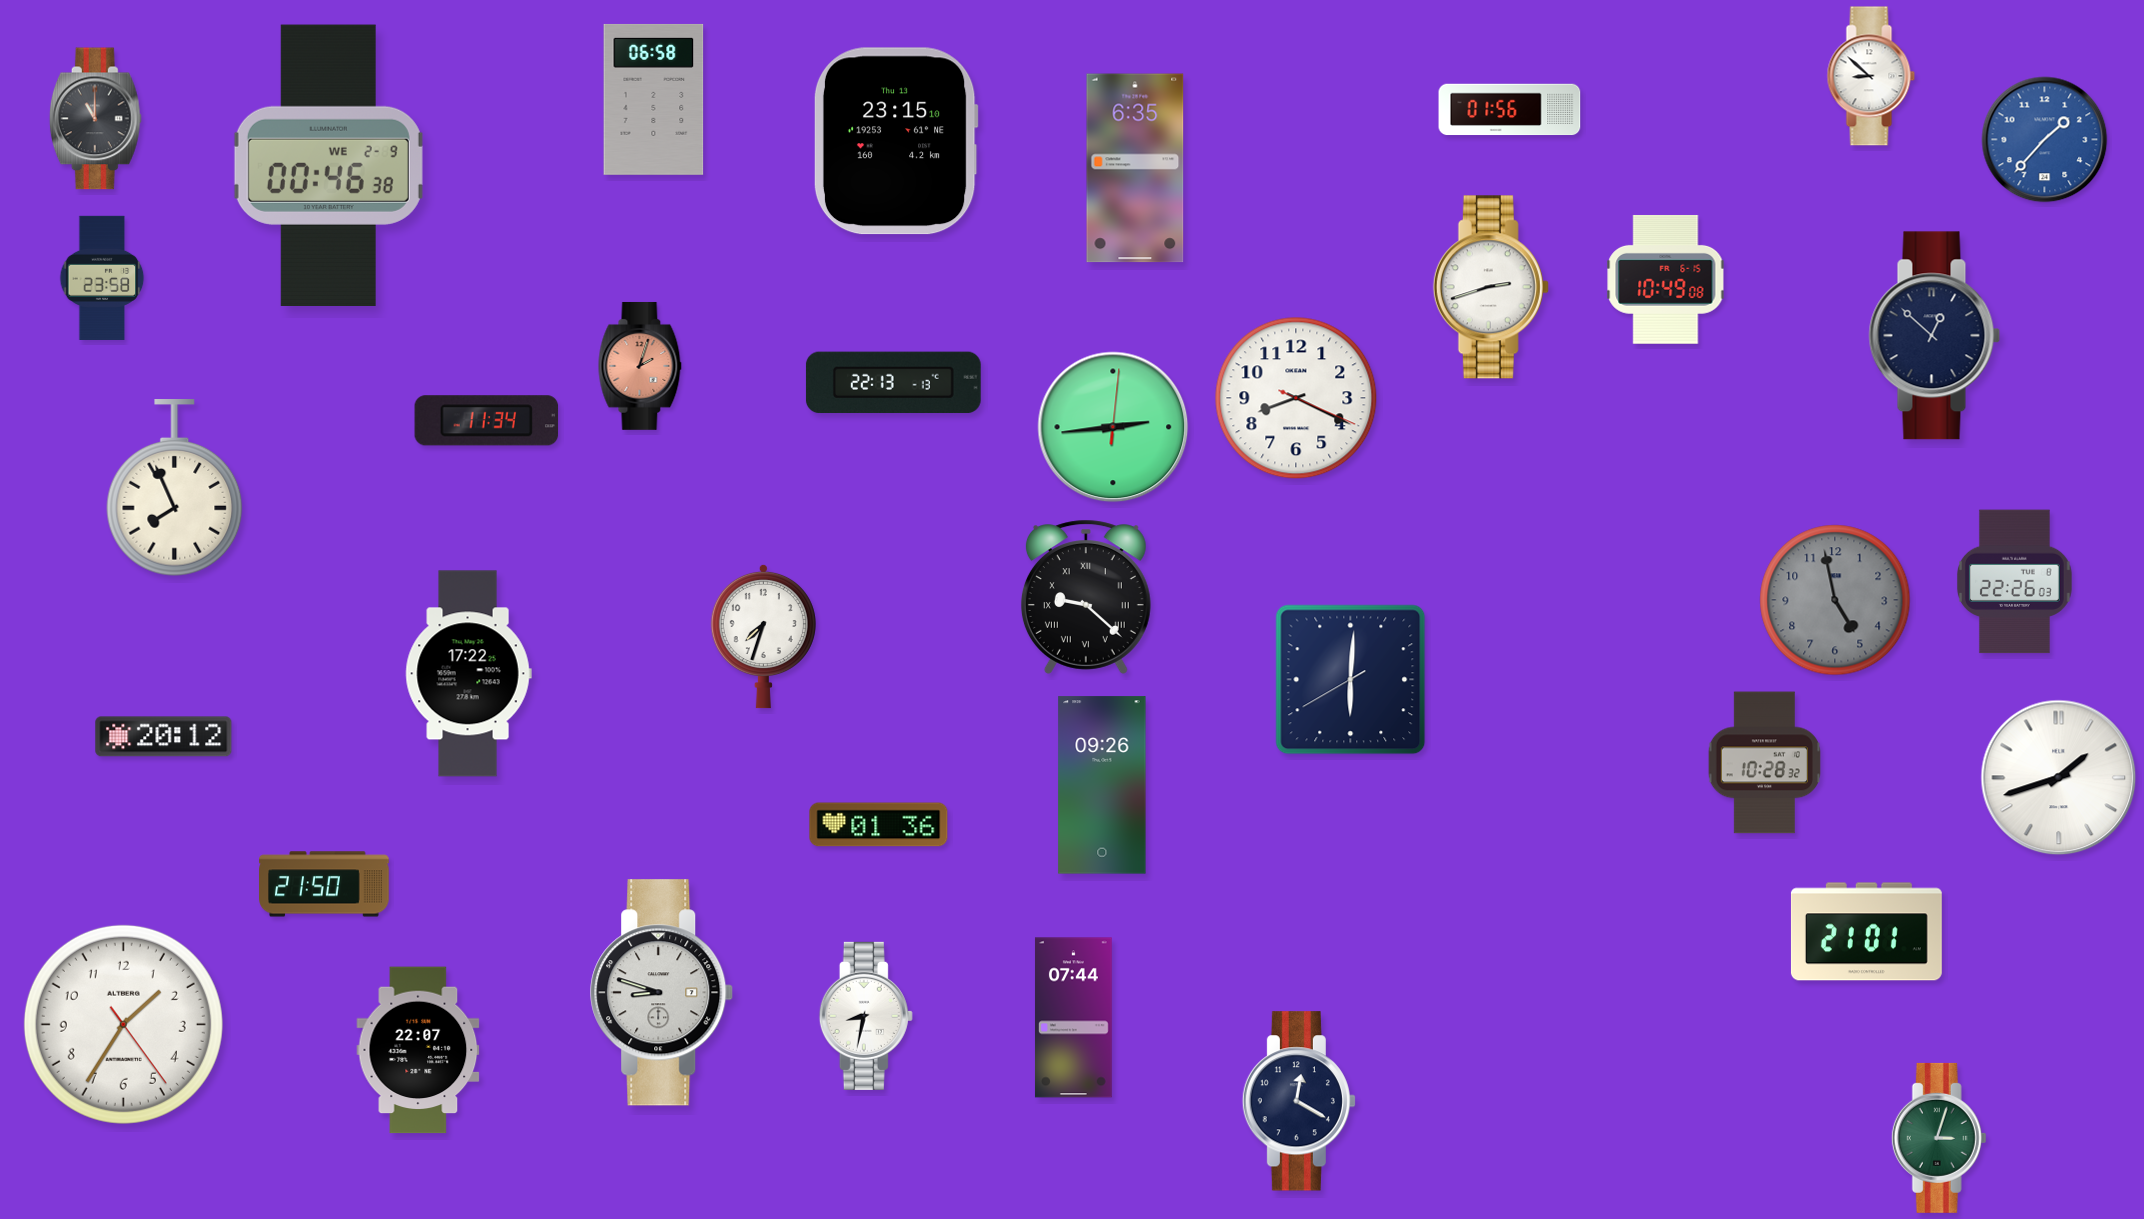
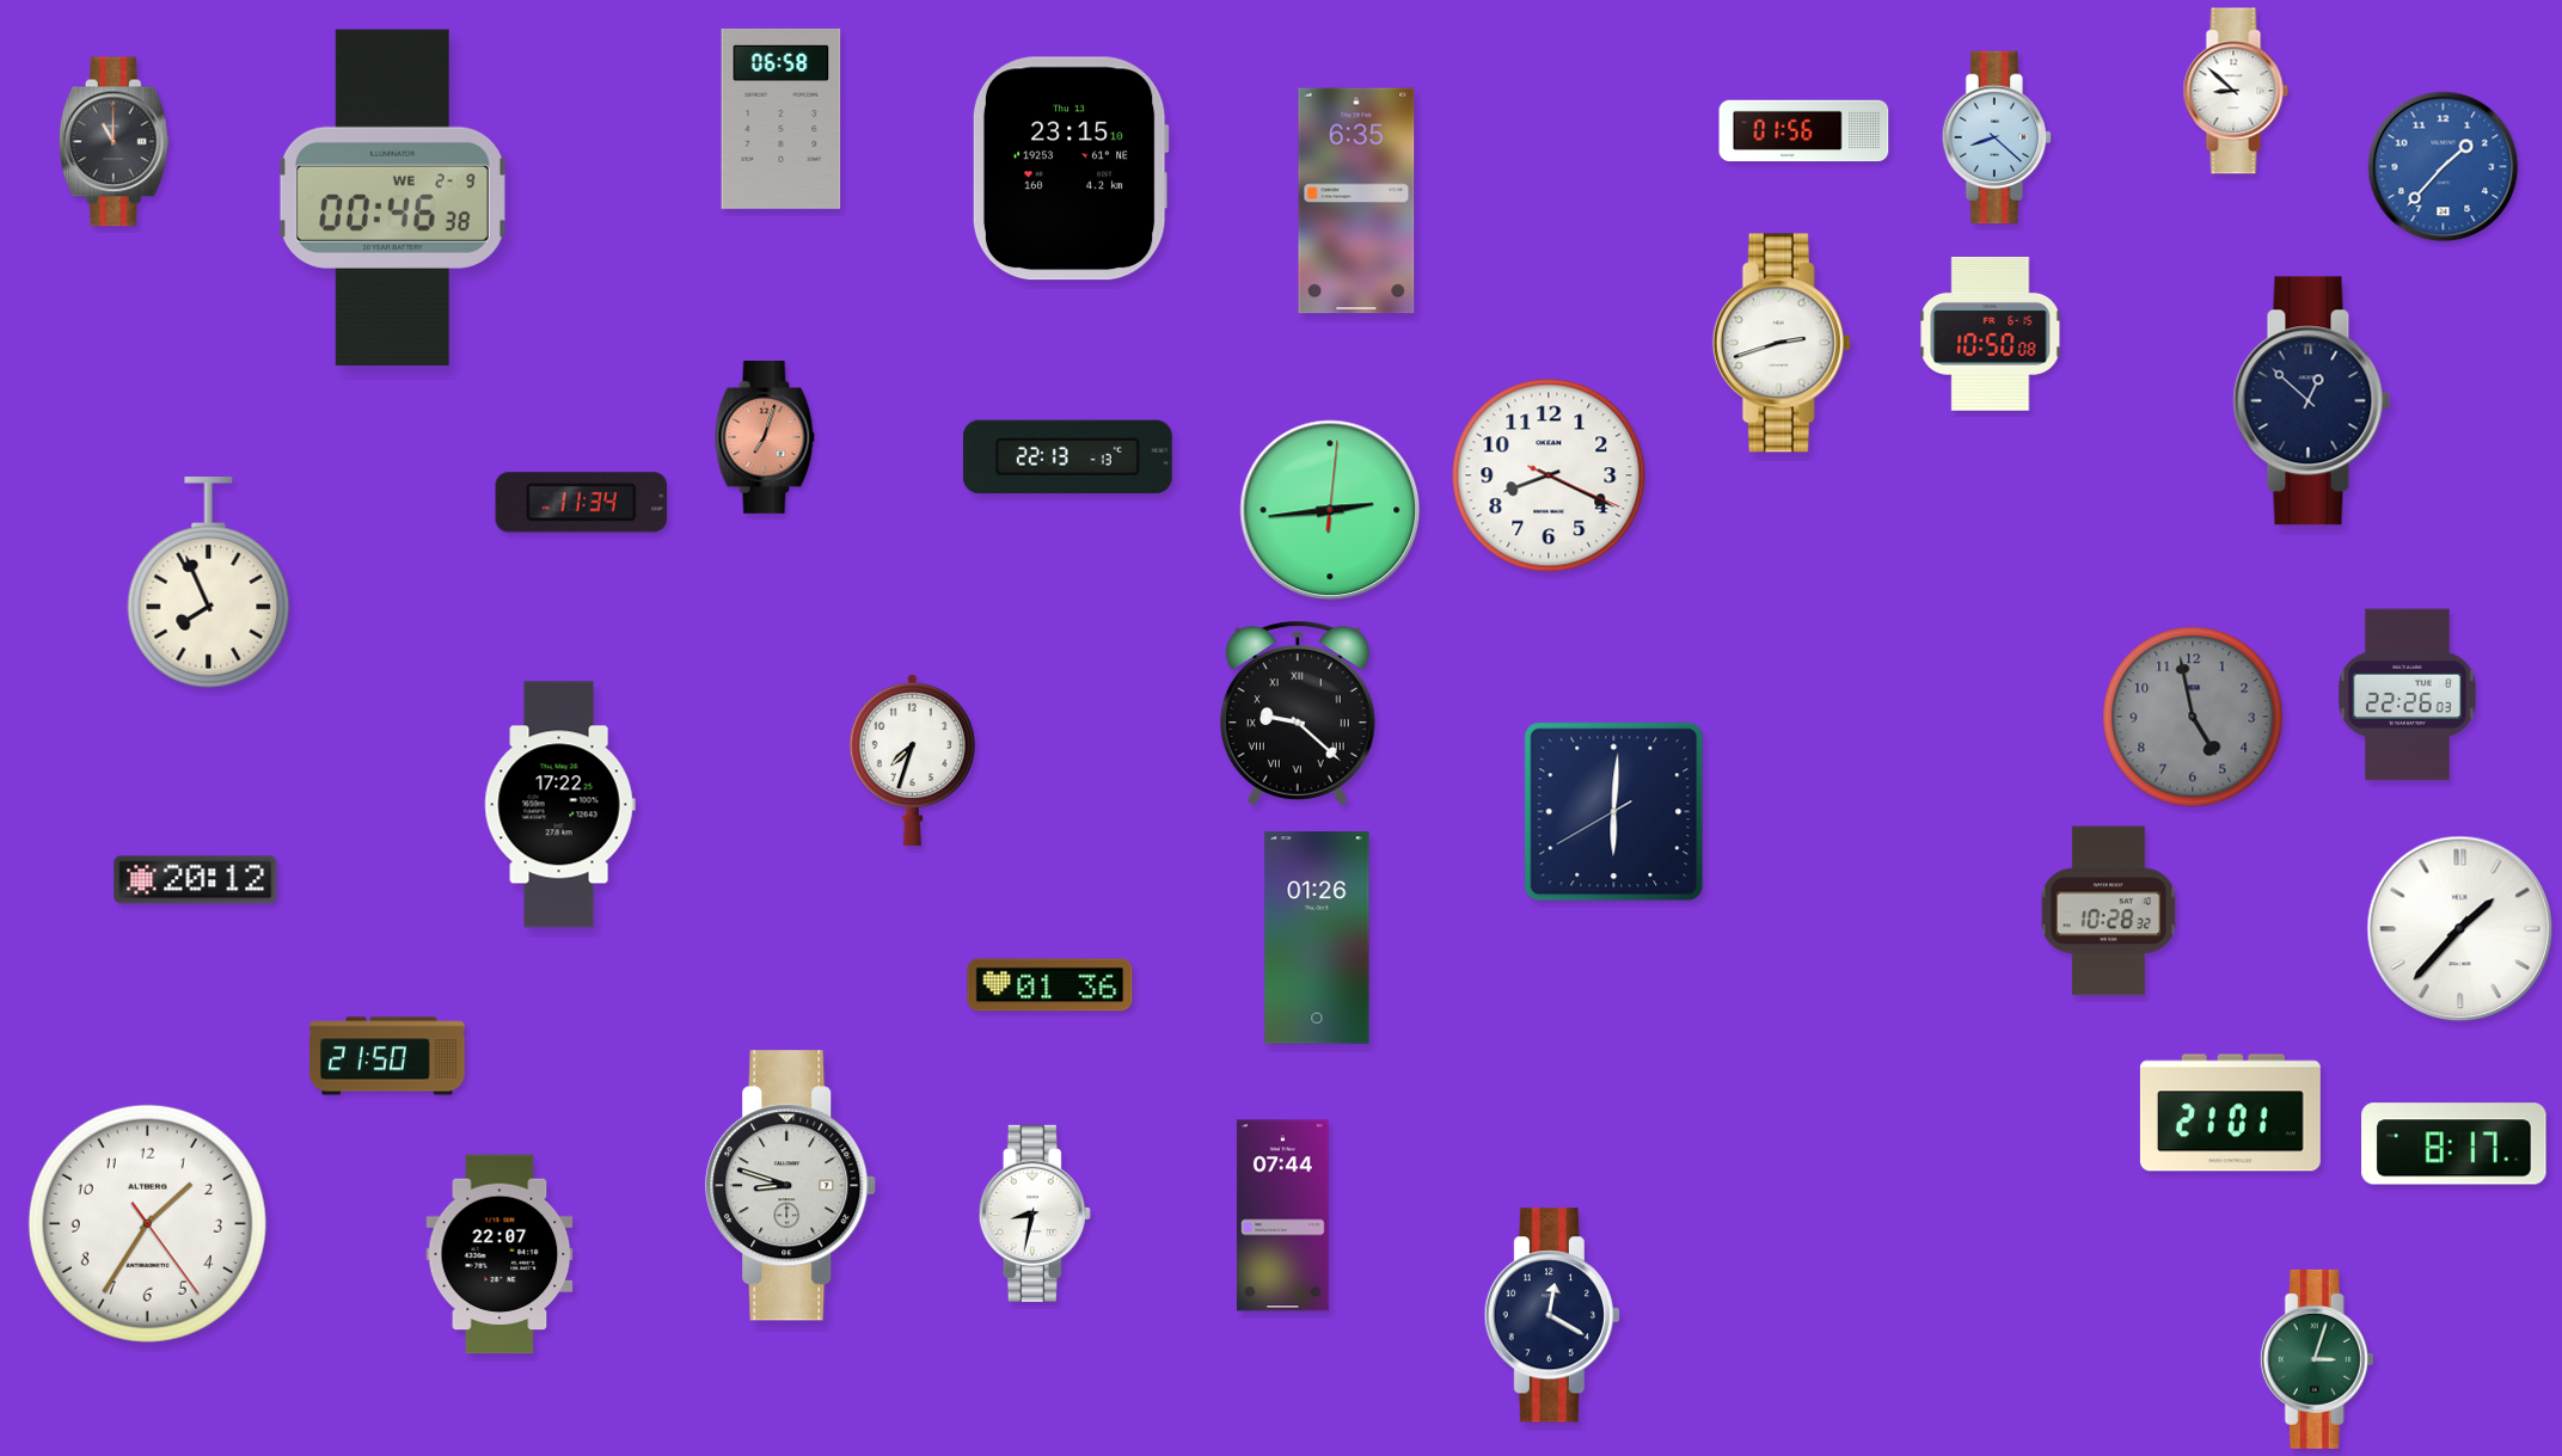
clock at (1997, 137): none -> 8:22
clock at (102, 278): 23:58 -> none
clock at (1666, 279): 10:49 -> 10:50
clock at (640, 366): 2:03 -> 7:03
clock at (2059, 778): 1:42 -> 1:37
clock at (1102, 785): 09:26 -> 01:26
clock at (2454, 1144): none -> 8:17
